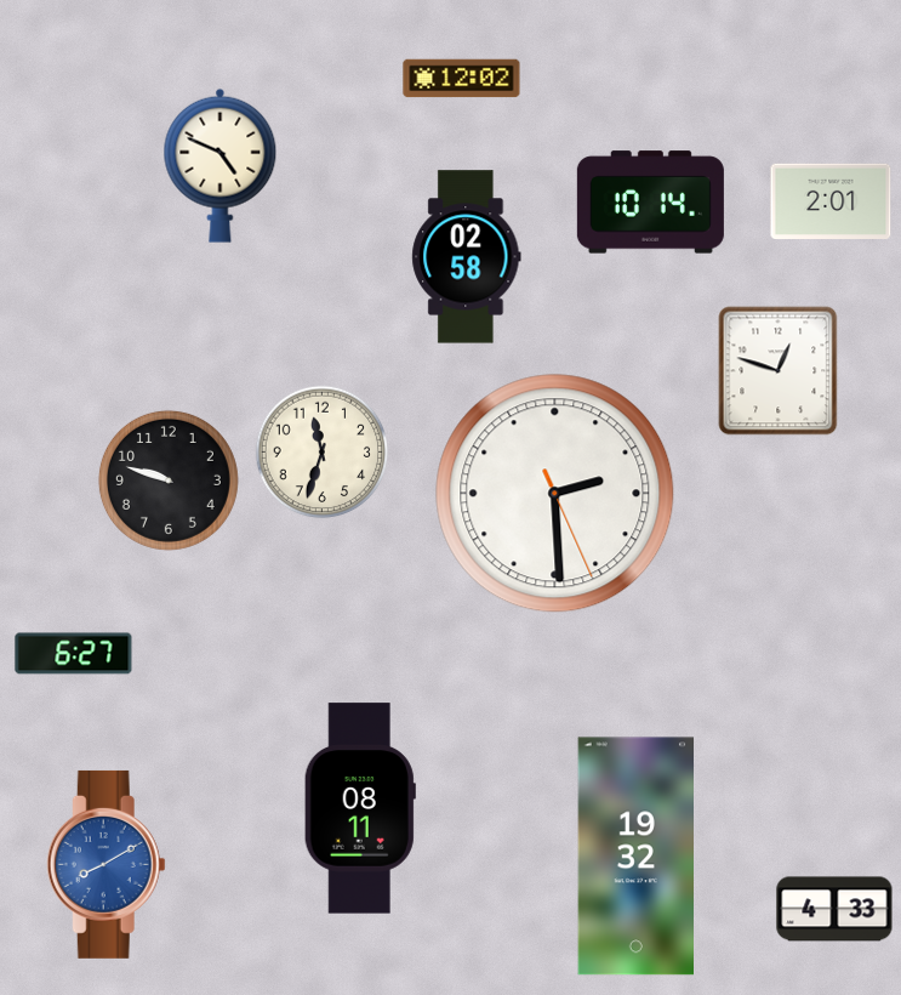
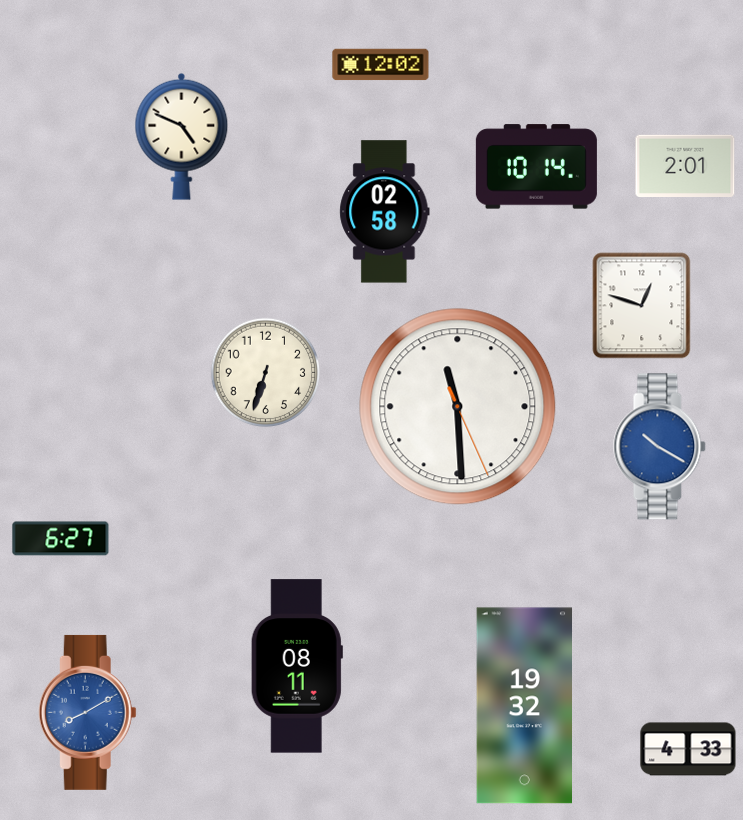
clock at (323, 453): 11:33 -> 6:33
clock at (169, 481): 9:48 -> none
clock at (555, 494): 2:29 -> 11:29
clock at (660, 447): none -> 10:20
